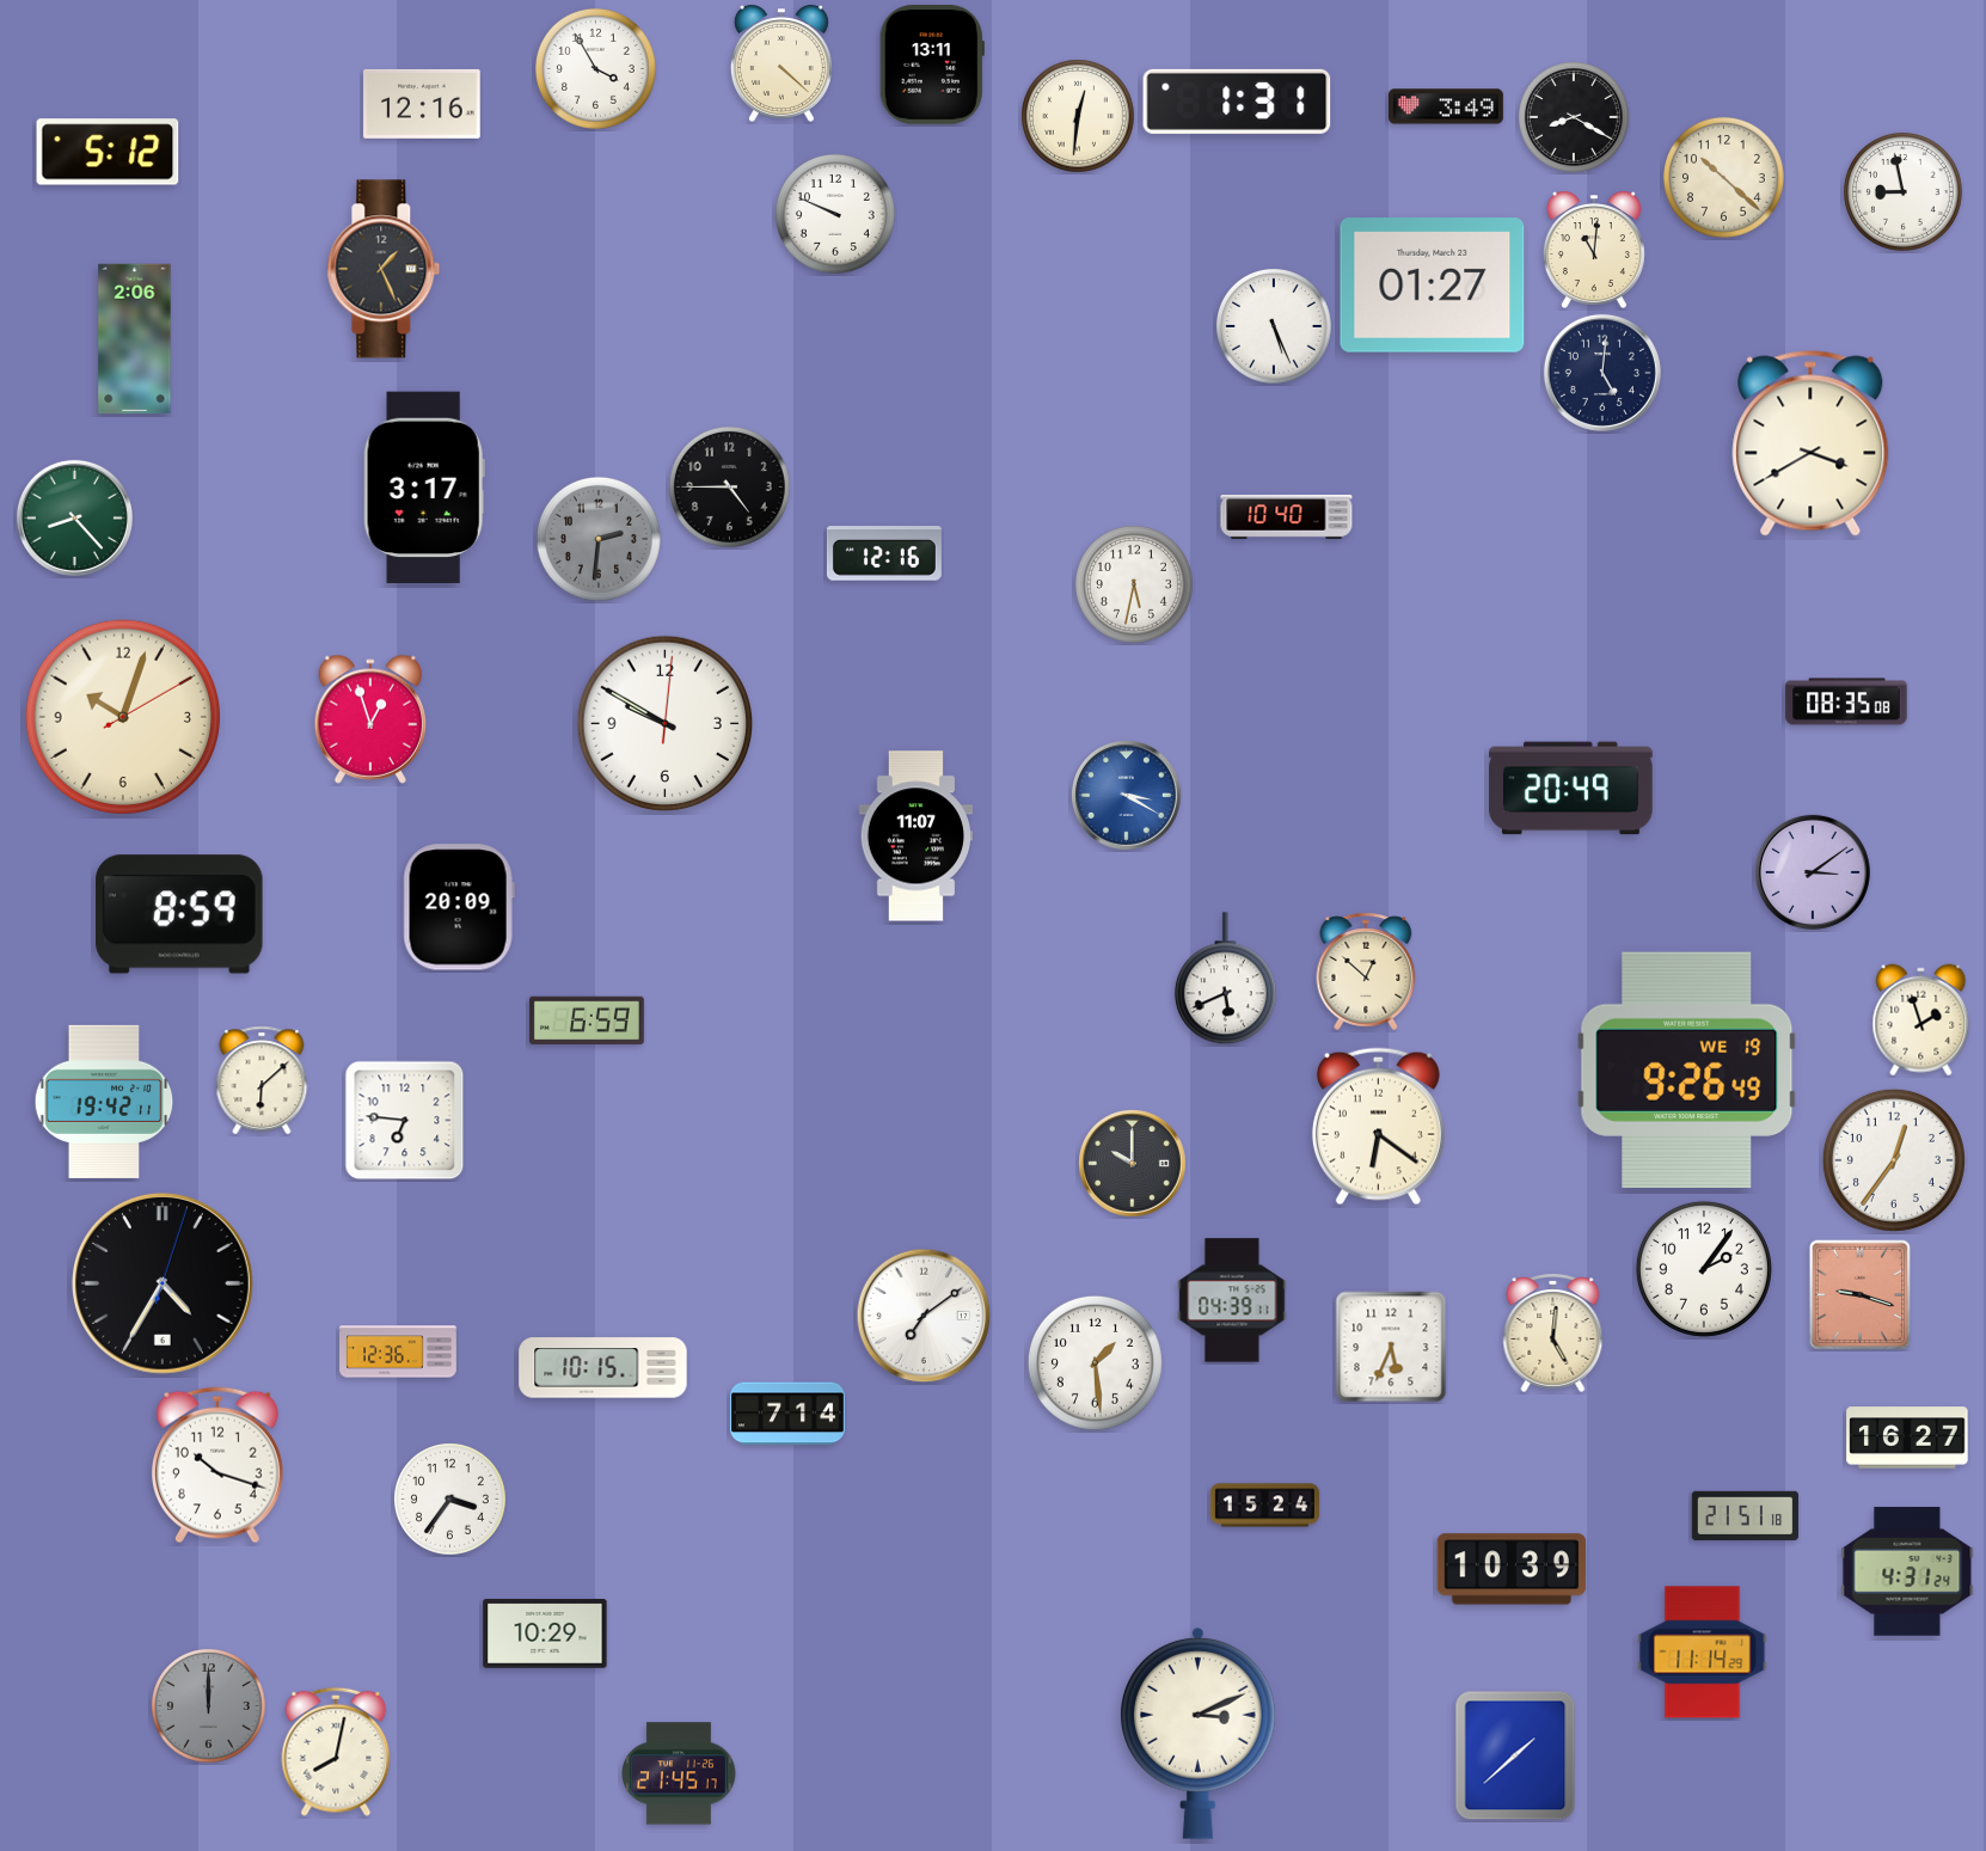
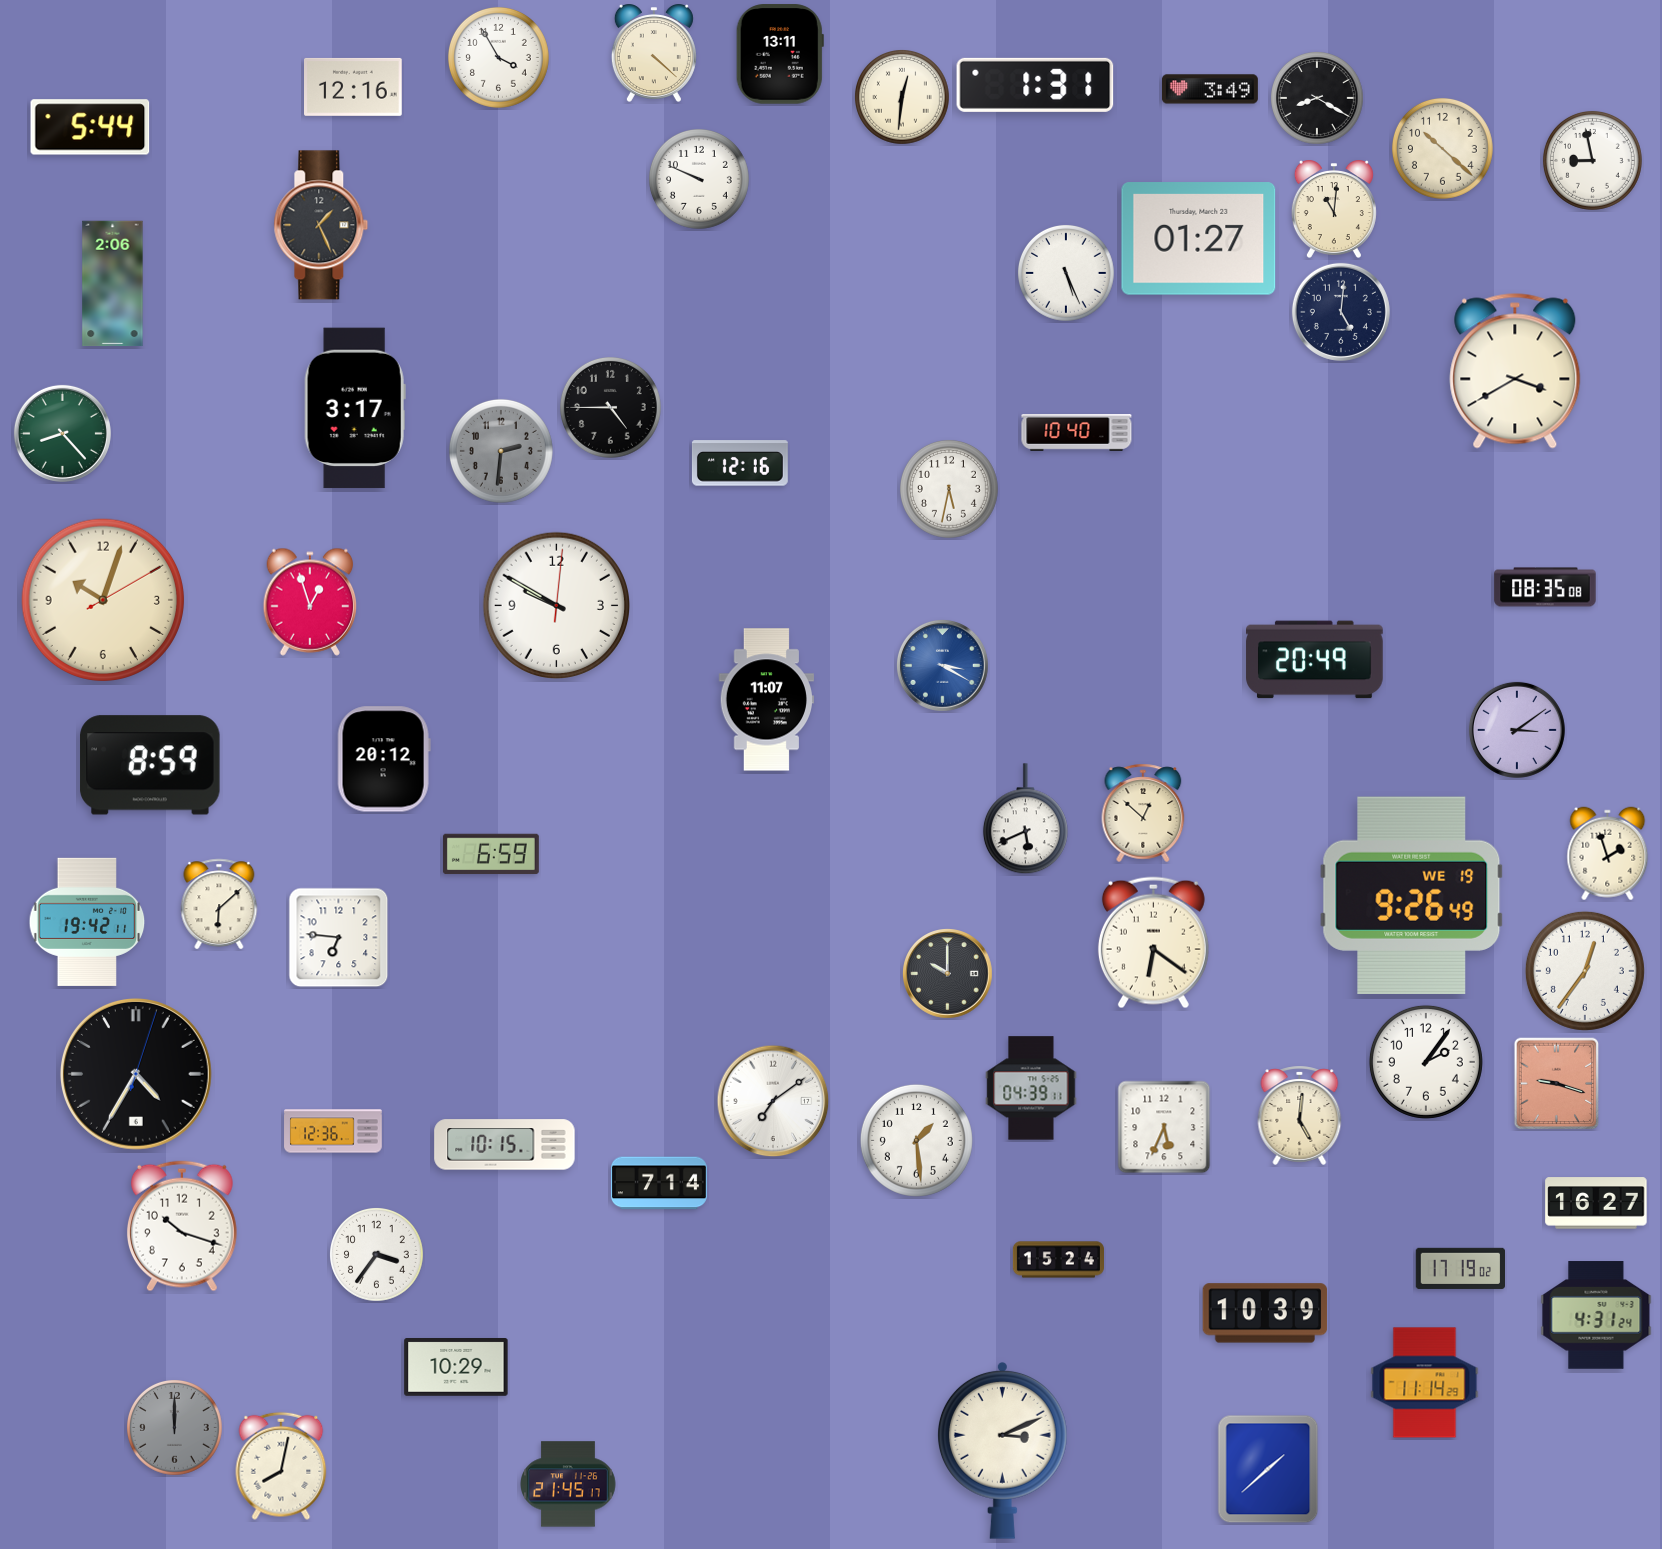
clock at (108, 152): 5:12 -> 5:44
clock at (459, 907): 20:09 -> 20:12
clock at (1745, 1515): 21:51 -> 17:19
